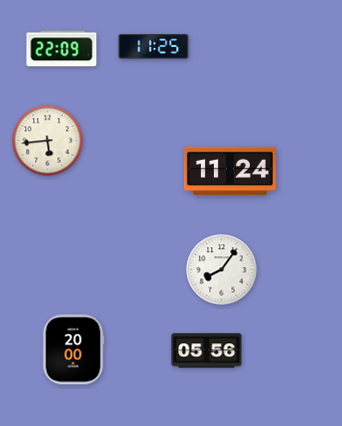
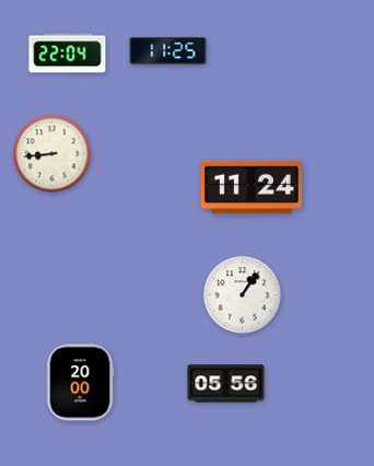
clock at (62, 49): 22:09 -> 22:04
clock at (48, 141): 5:44 -> 8:44
clock at (222, 270): 8:06 -> 1:06
